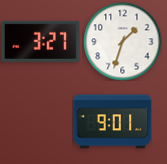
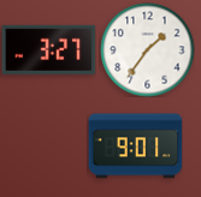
clock at (122, 41): 1:33 -> 1:36
